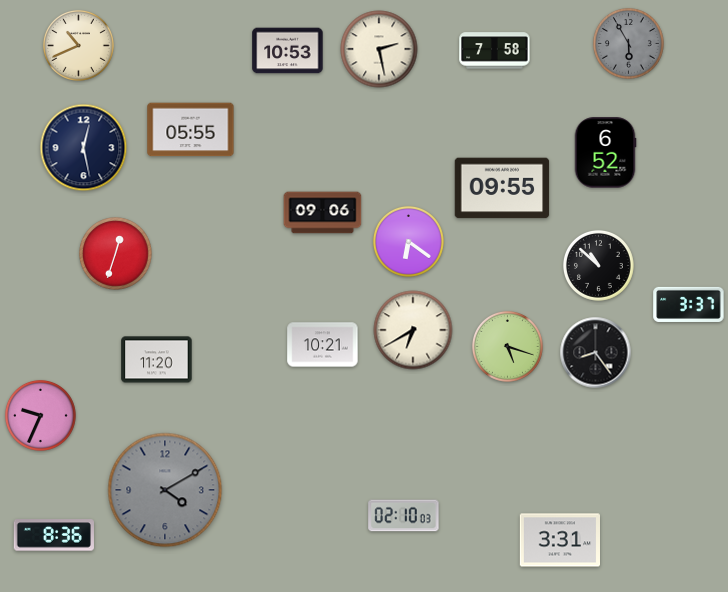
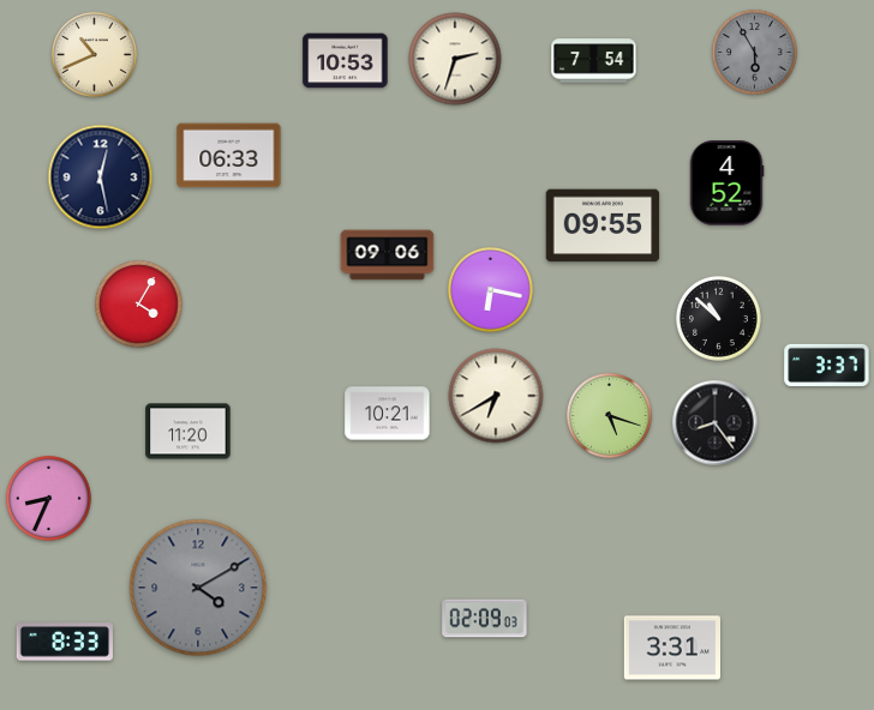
clock at (379, 49): 2:28 -> 2:33
clock at (495, 51): 7:58 -> 7:54
clock at (191, 130): 05:55 -> 06:33
clock at (605, 153): 6:52 -> 4:52
clock at (408, 241): 6:21 -> 6:17
clock at (116, 254): 12:33 -> 4:05
clock at (40, 415): 9:34 -> 8:34
clock at (404, 516): 02:10 -> 02:09
clock at (54, 535): 8:36 -> 8:33
